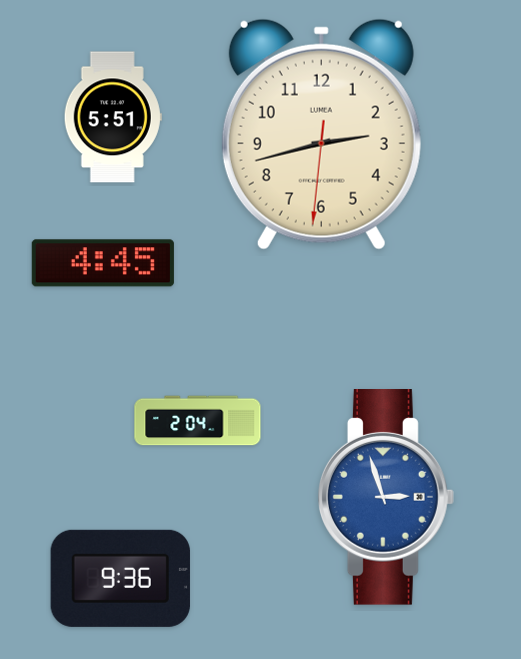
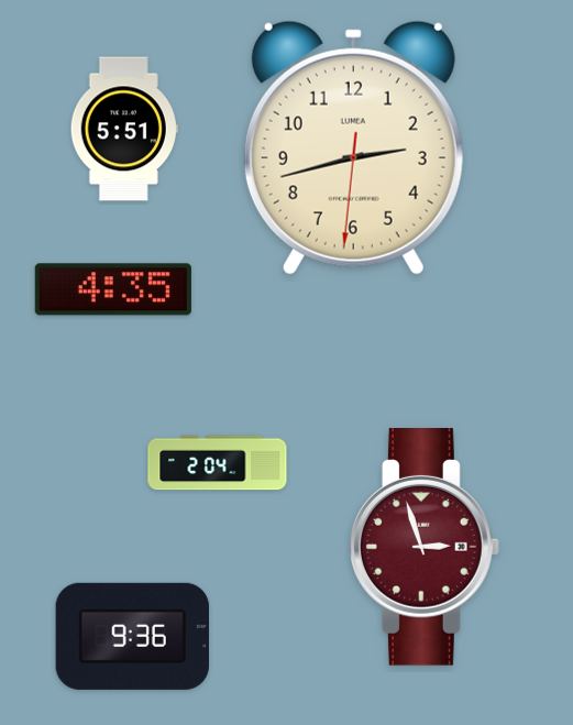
clock at (103, 263): 4:45 -> 4:35
clock at (386, 498) dial: blue -> burgundy
